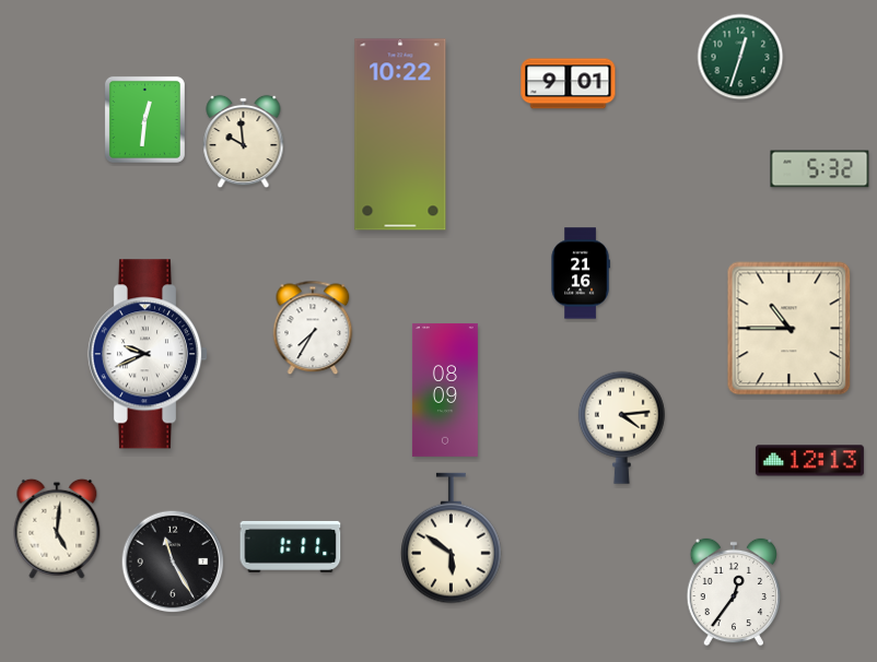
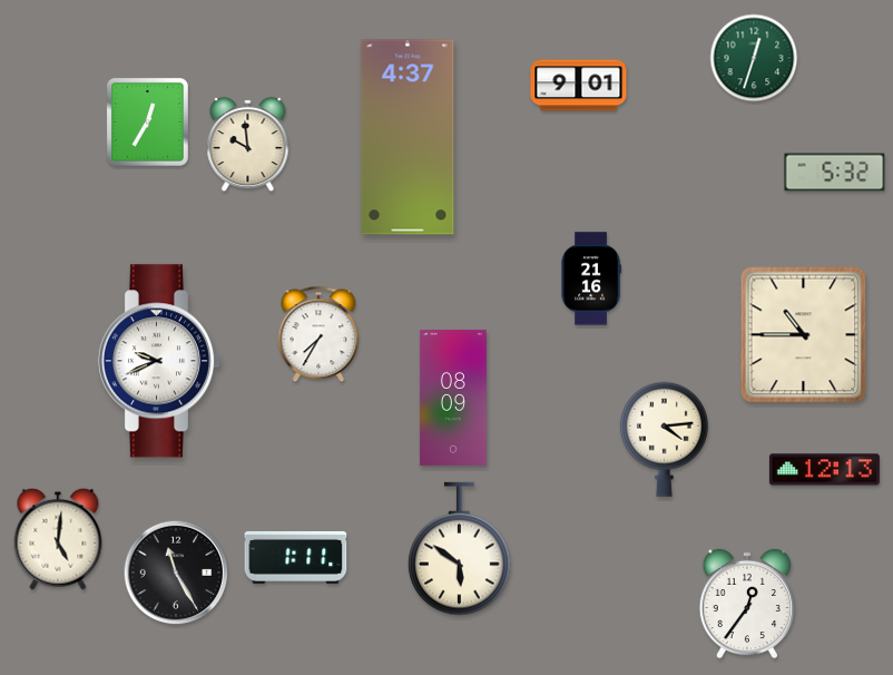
clock at (144, 119): 12:31 -> 12:35
clock at (400, 134): 10:22 -> 4:37
clock at (148, 354) position: (148, 354) -> (159, 361)
clock at (621, 427) position: (621, 427) -> (664, 439)
